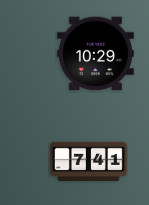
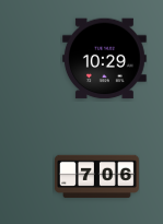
clock at (89, 162): 7:41 -> 7:06
